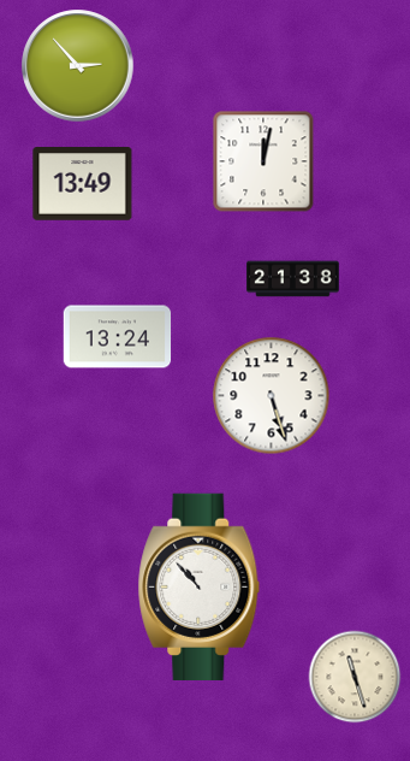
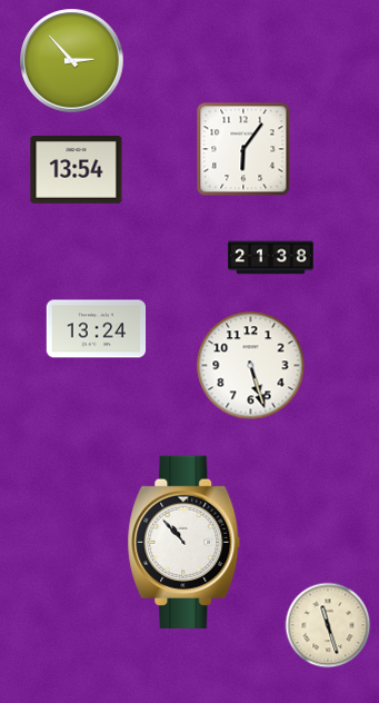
clock at (263, 161): 12:02 -> 6:06
clock at (83, 184): 13:49 -> 13:54
clock at (118, 337) position: (118, 337) -> (97, 329)
